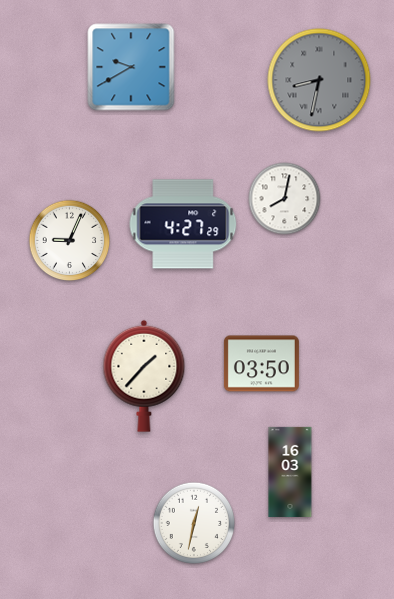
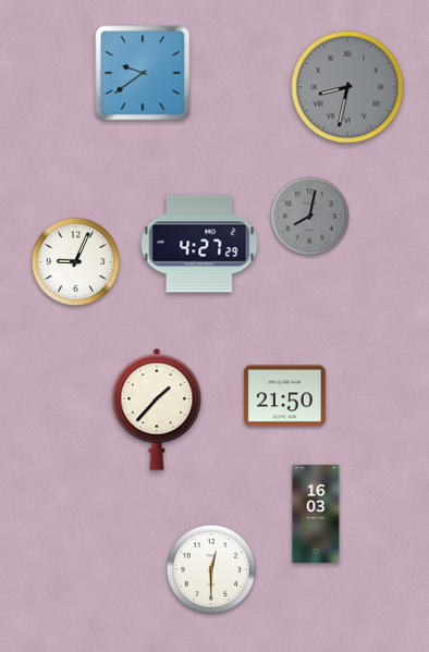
clock at (131, 67): 9:40 -> 9:39
clock at (285, 199) dial: white -> grey
clock at (261, 364): 03:50 -> 21:50
clock at (194, 523): 12:32 -> 12:30
